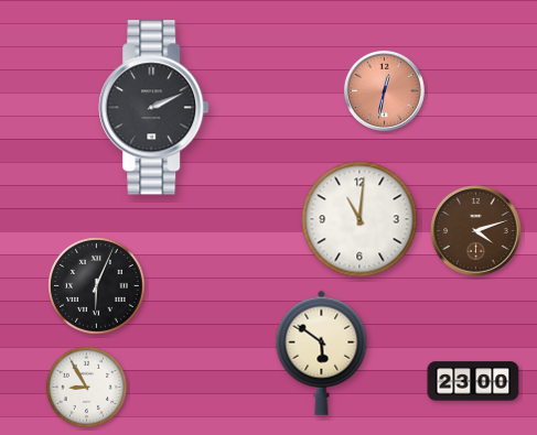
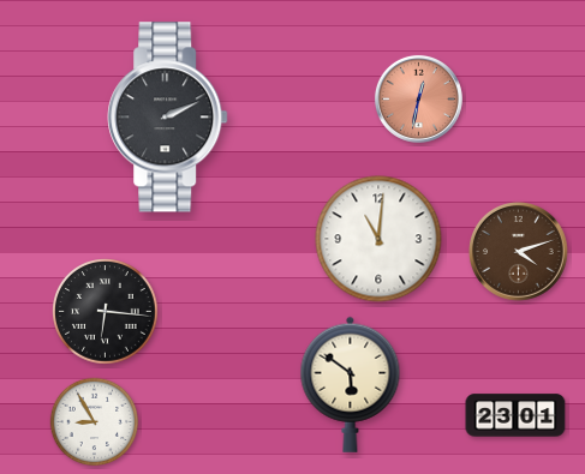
clock at (359, 219) position: (359, 219) -> (378, 239)
clock at (97, 286): 6:04 -> 6:16
clock at (473, 381): 23:00 -> 23:01
